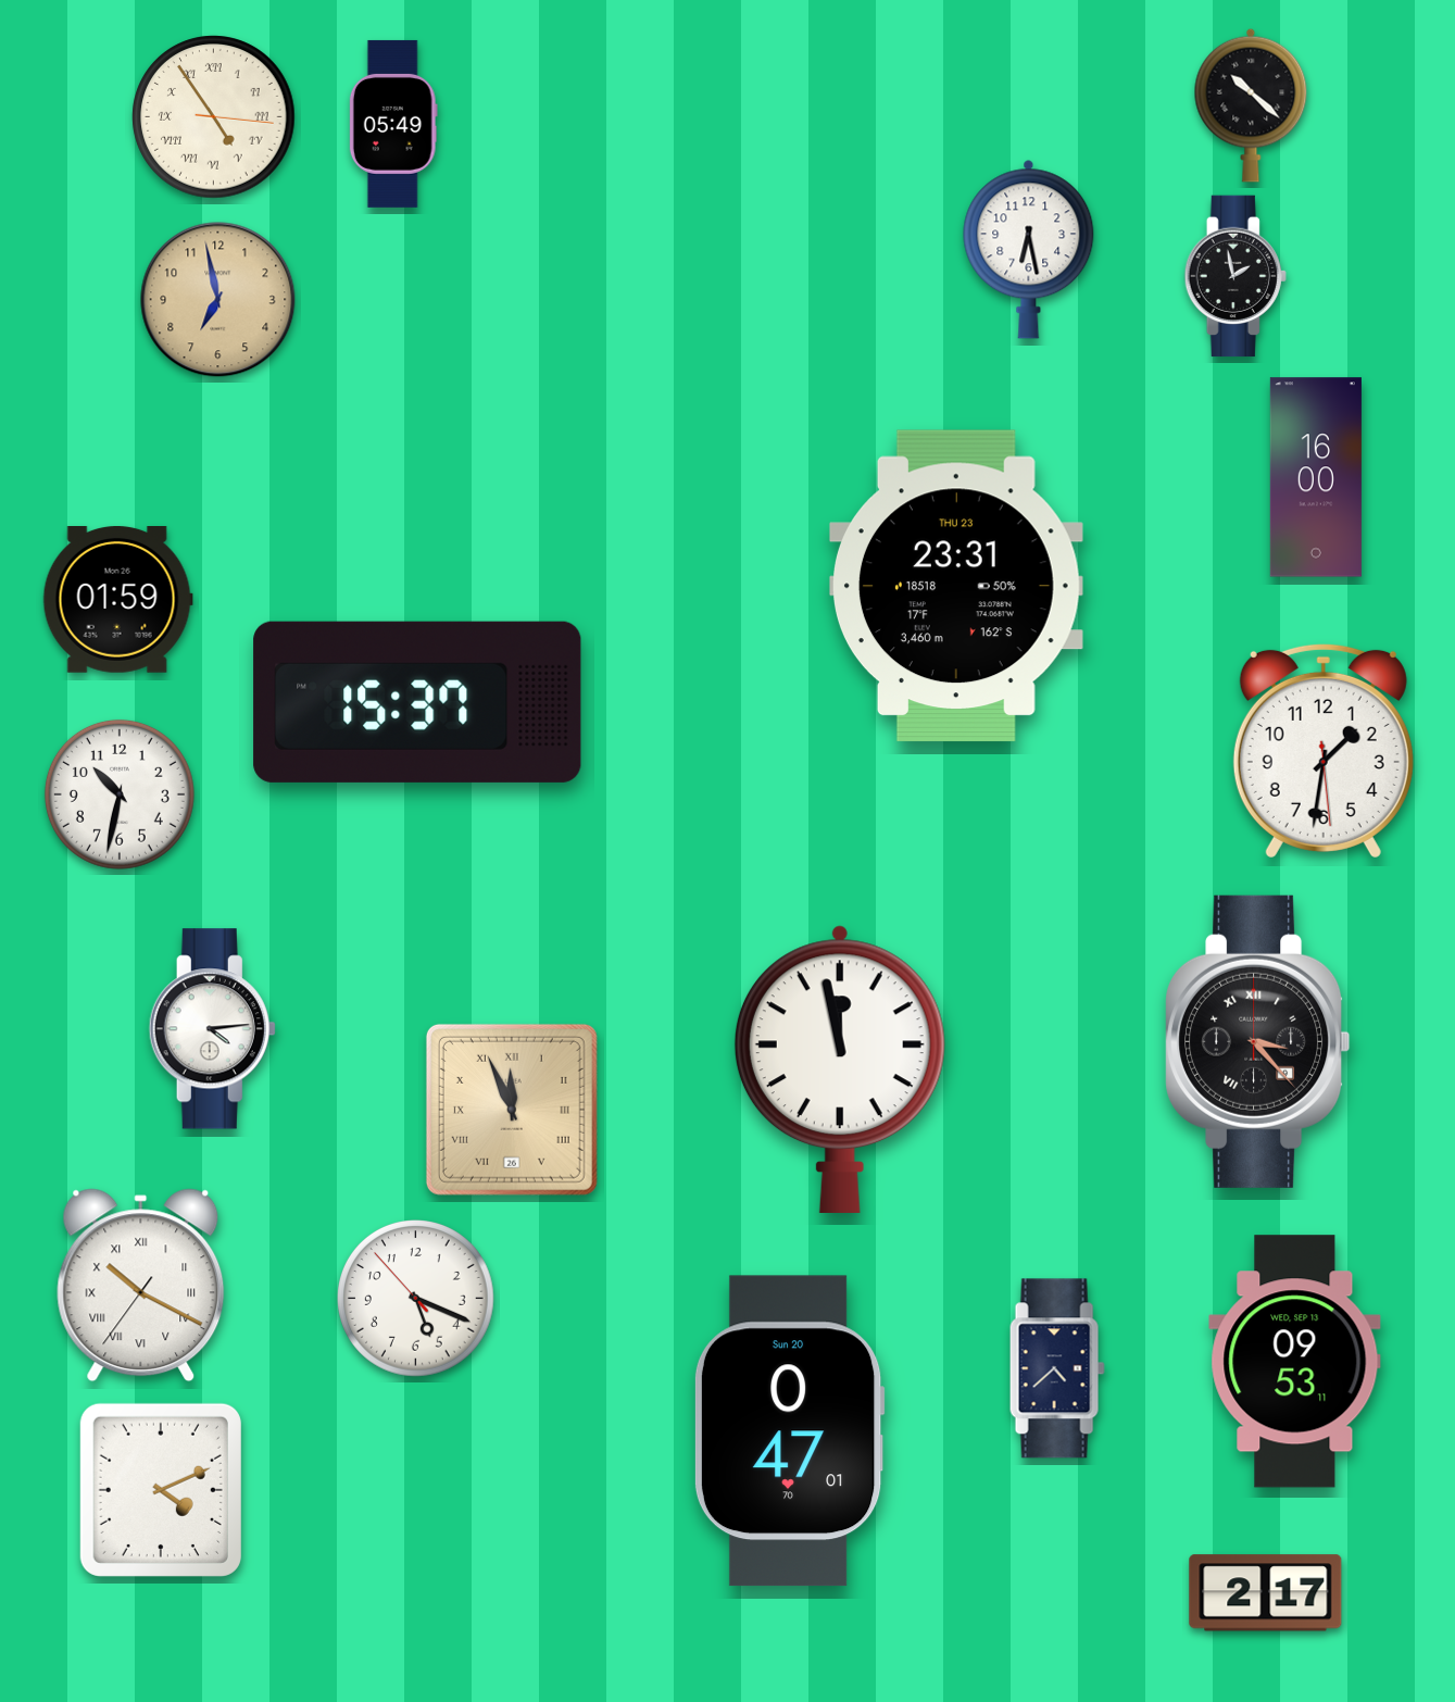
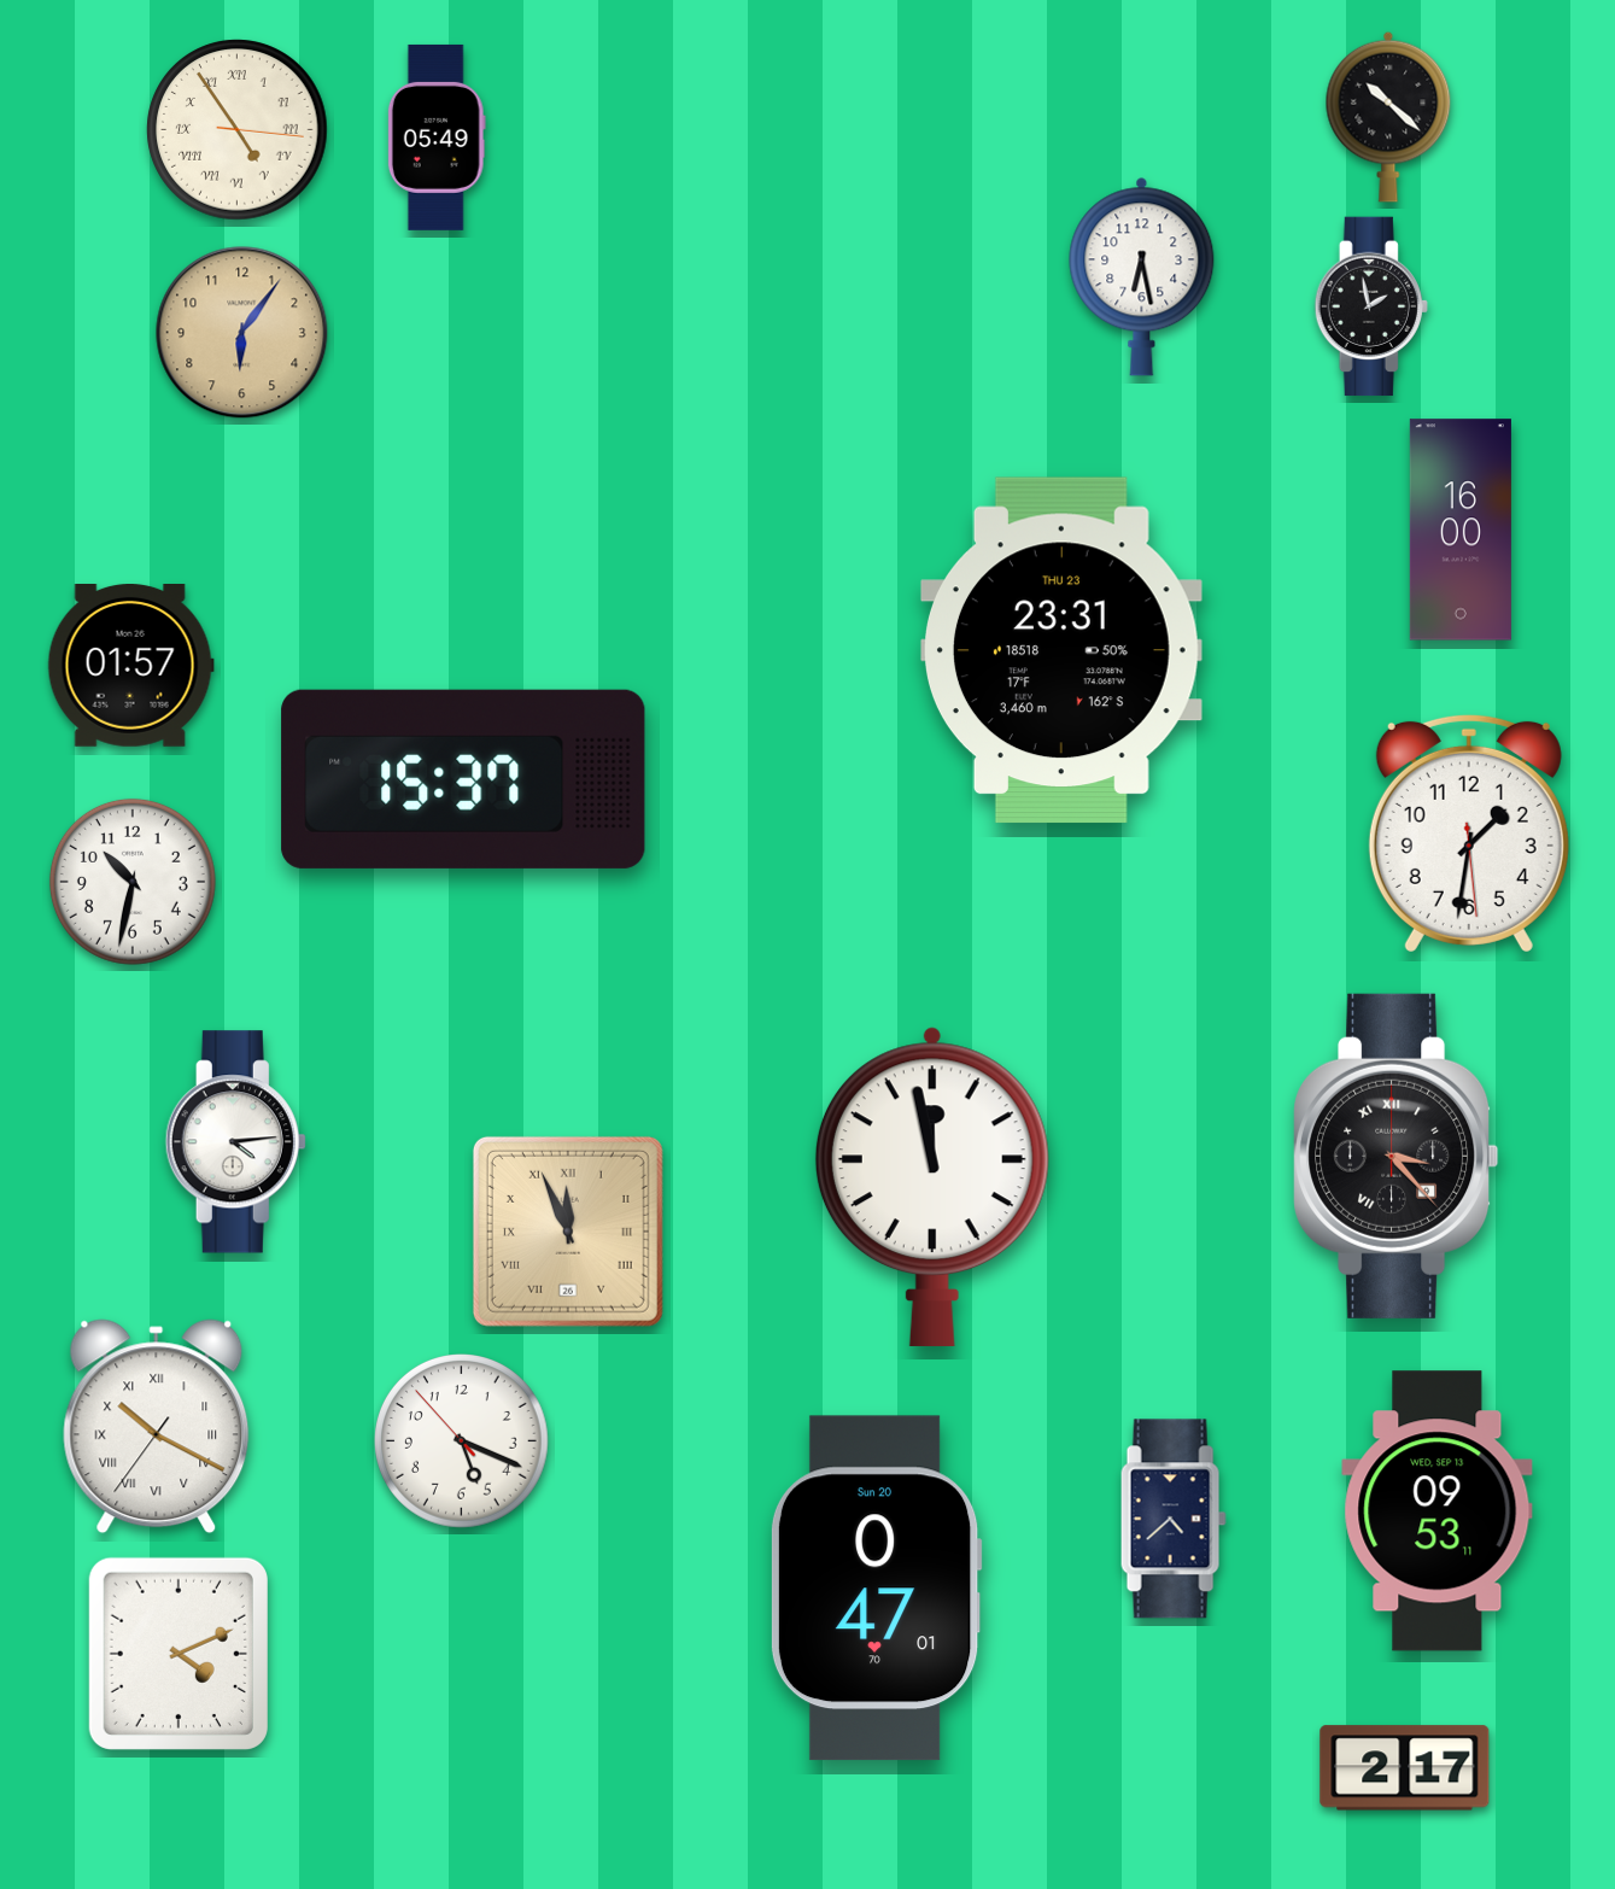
clock at (218, 300): 6:58 -> 6:06
clock at (117, 600): 01:59 -> 01:57
